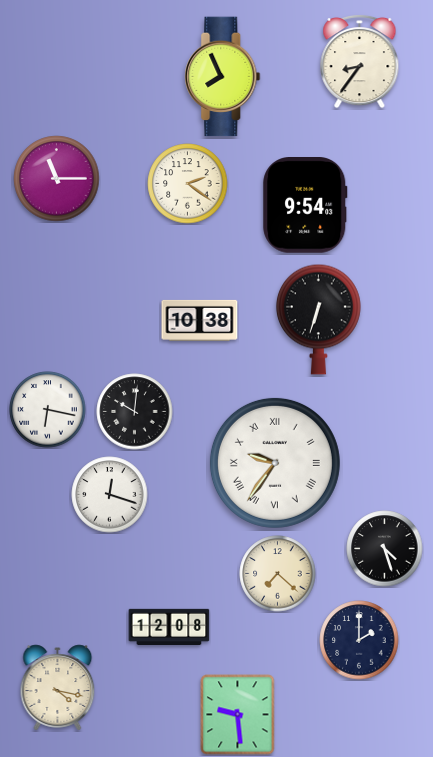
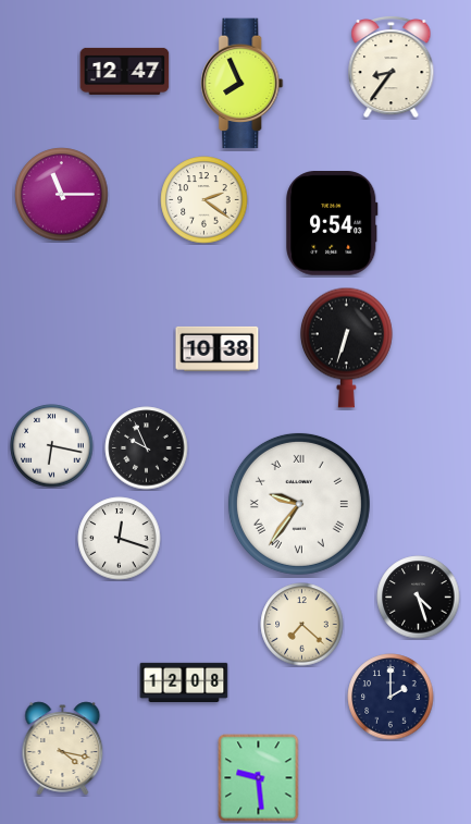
clock at (125, 71): none -> 12:47
clock at (135, 412): 10:01 -> 9:56
